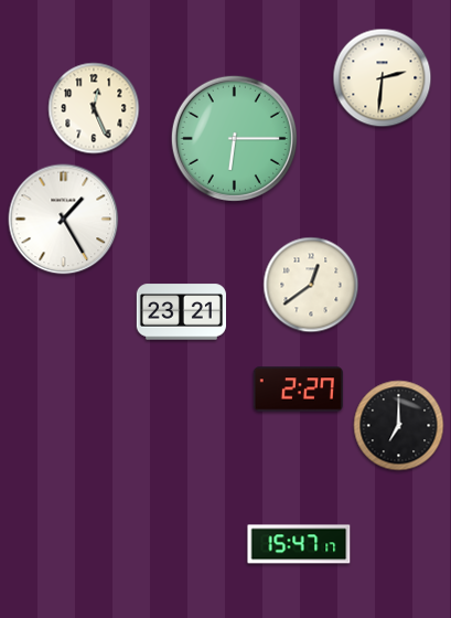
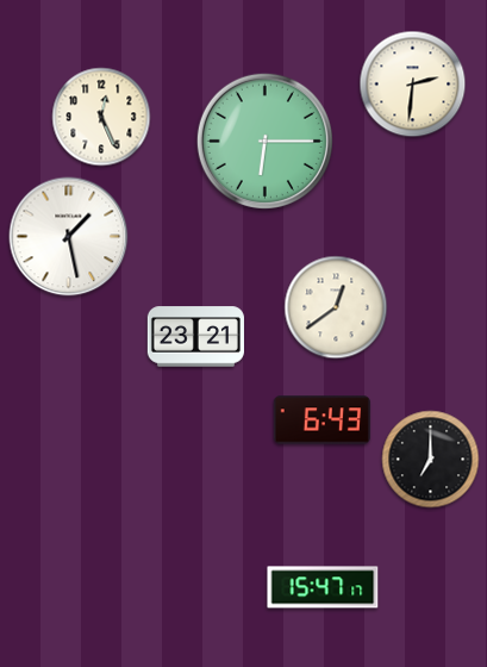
clock at (234, 138) position: (234, 138) -> (264, 141)
clock at (64, 220): 1:25 -> 1:28
clock at (298, 390): 2:27 -> 6:43
